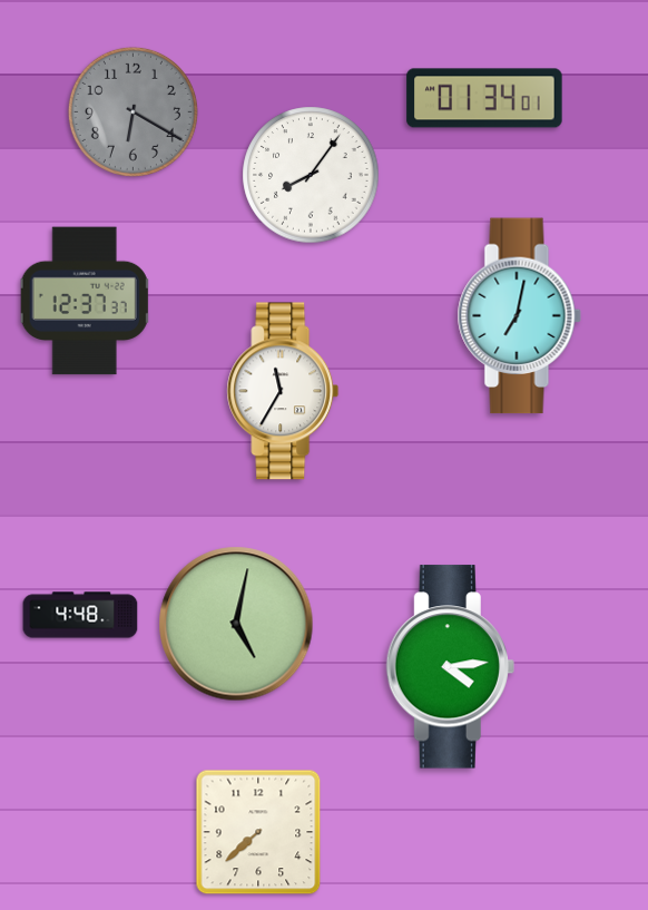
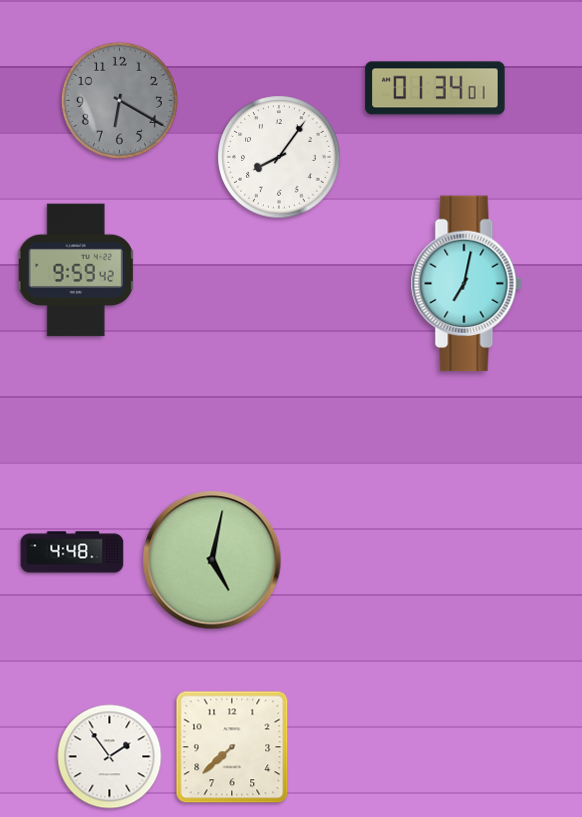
clock at (85, 301): 12:37 -> 9:59
clock at (283, 391): 11:35 -> none
clock at (450, 667): 4:14 -> none
clock at (110, 757): none -> 1:54
